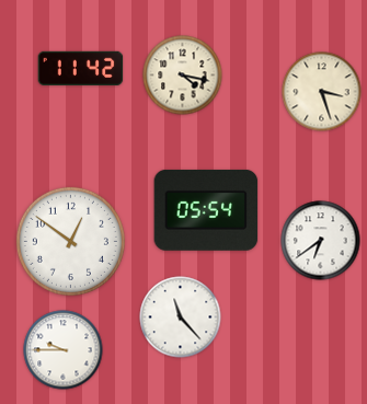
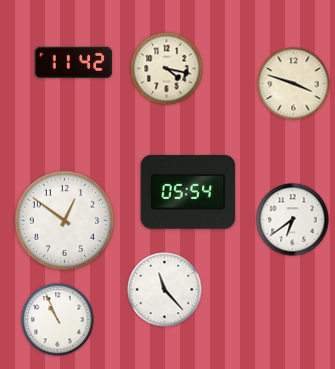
clock at (322, 92): 3:27 -> 3:48
clock at (64, 350): 9:45 -> 10:56
